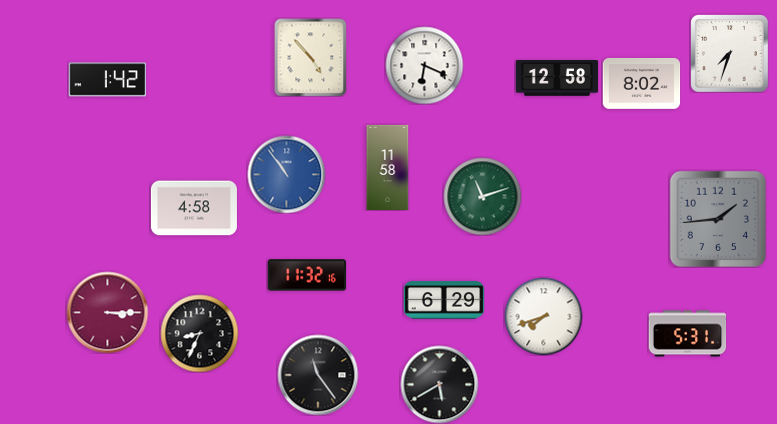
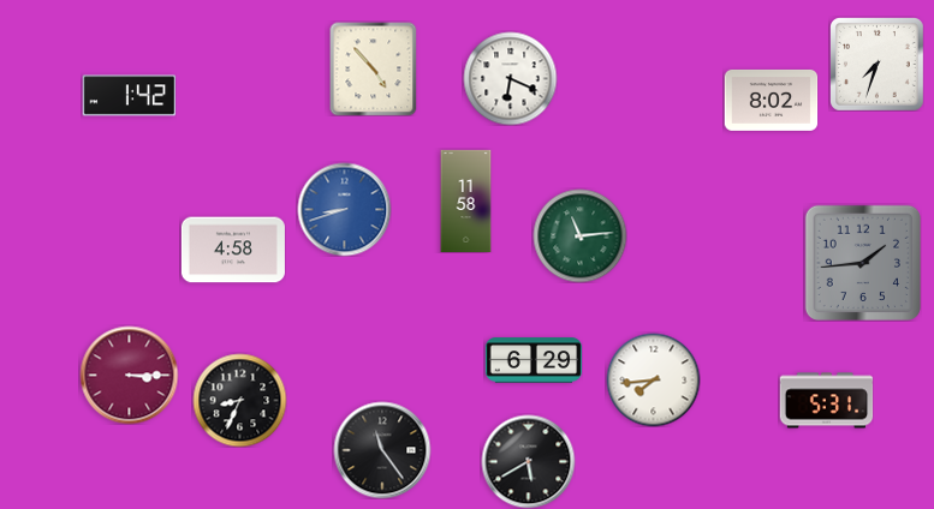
clock at (556, 79): 12:58 -> none
clock at (286, 174): 10:54 -> 8:42
clock at (482, 196): 11:12 -> 11:14
clock at (307, 275): 11:32 -> none
clock at (543, 316): 7:42 -> 7:44
